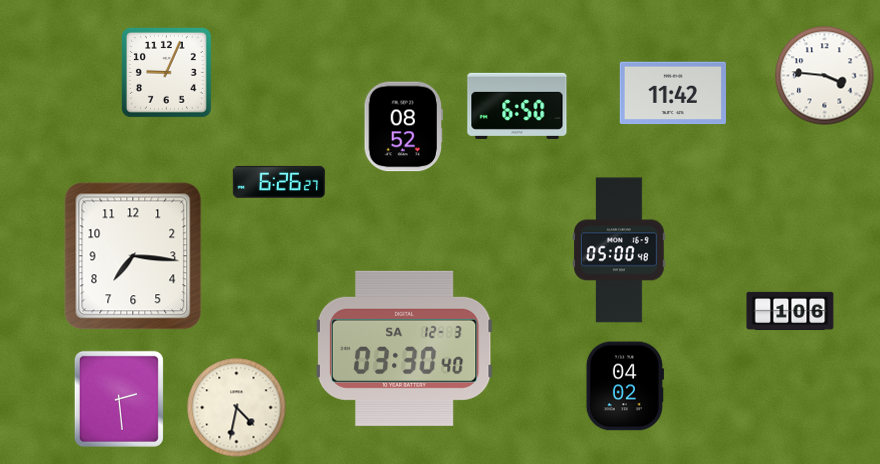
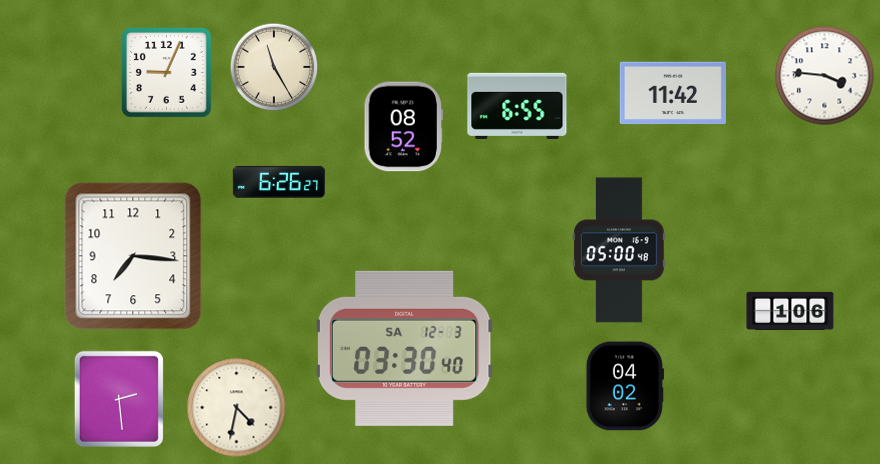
clock at (274, 67): none -> 11:25
clock at (517, 106): 6:50 -> 6:55
